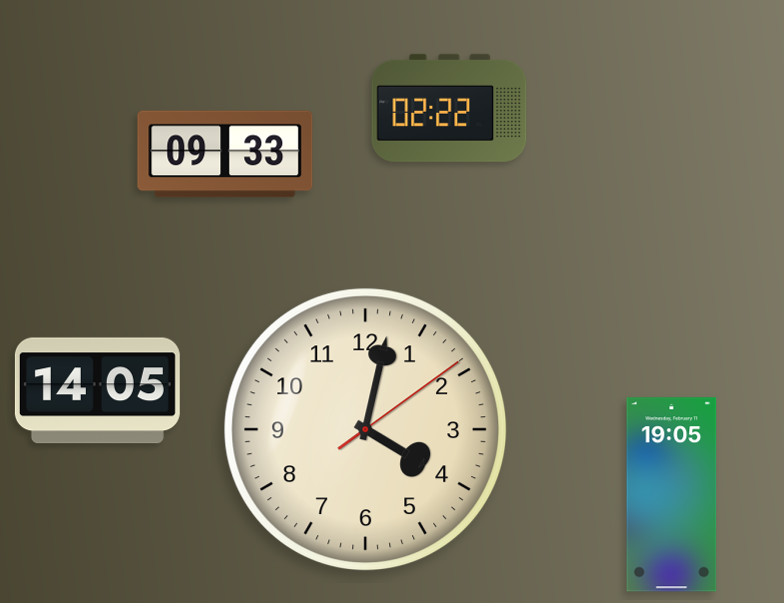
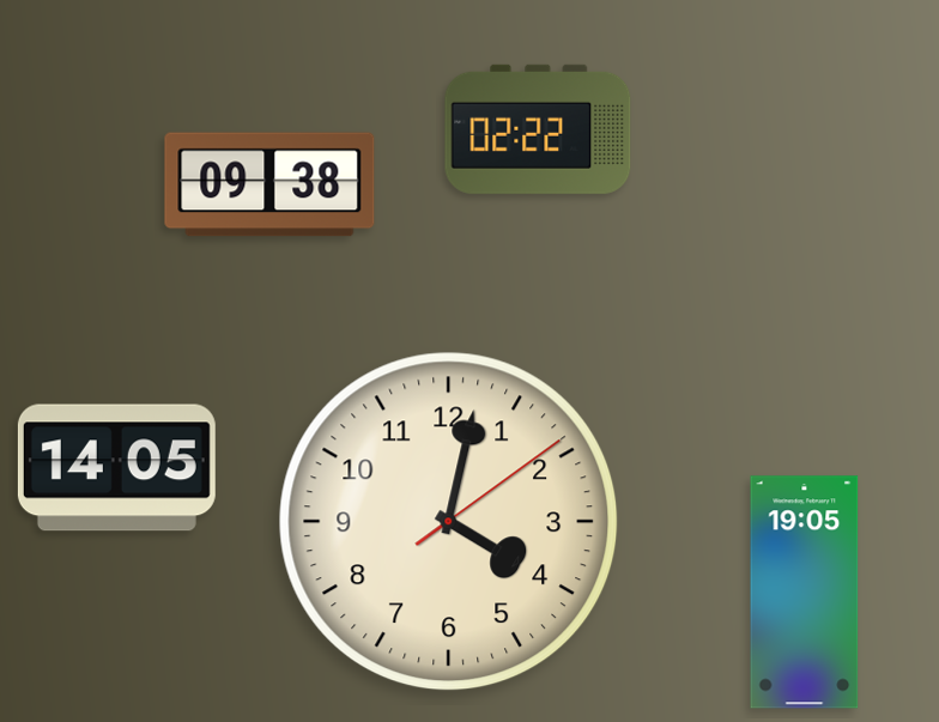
clock at (225, 154): 09:33 -> 09:38
clock at (366, 430) position: (366, 430) -> (449, 522)
